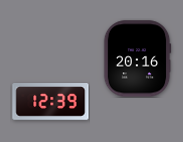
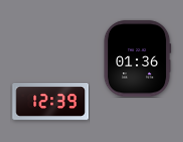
clock at (137, 59): 20:16 -> 01:36
